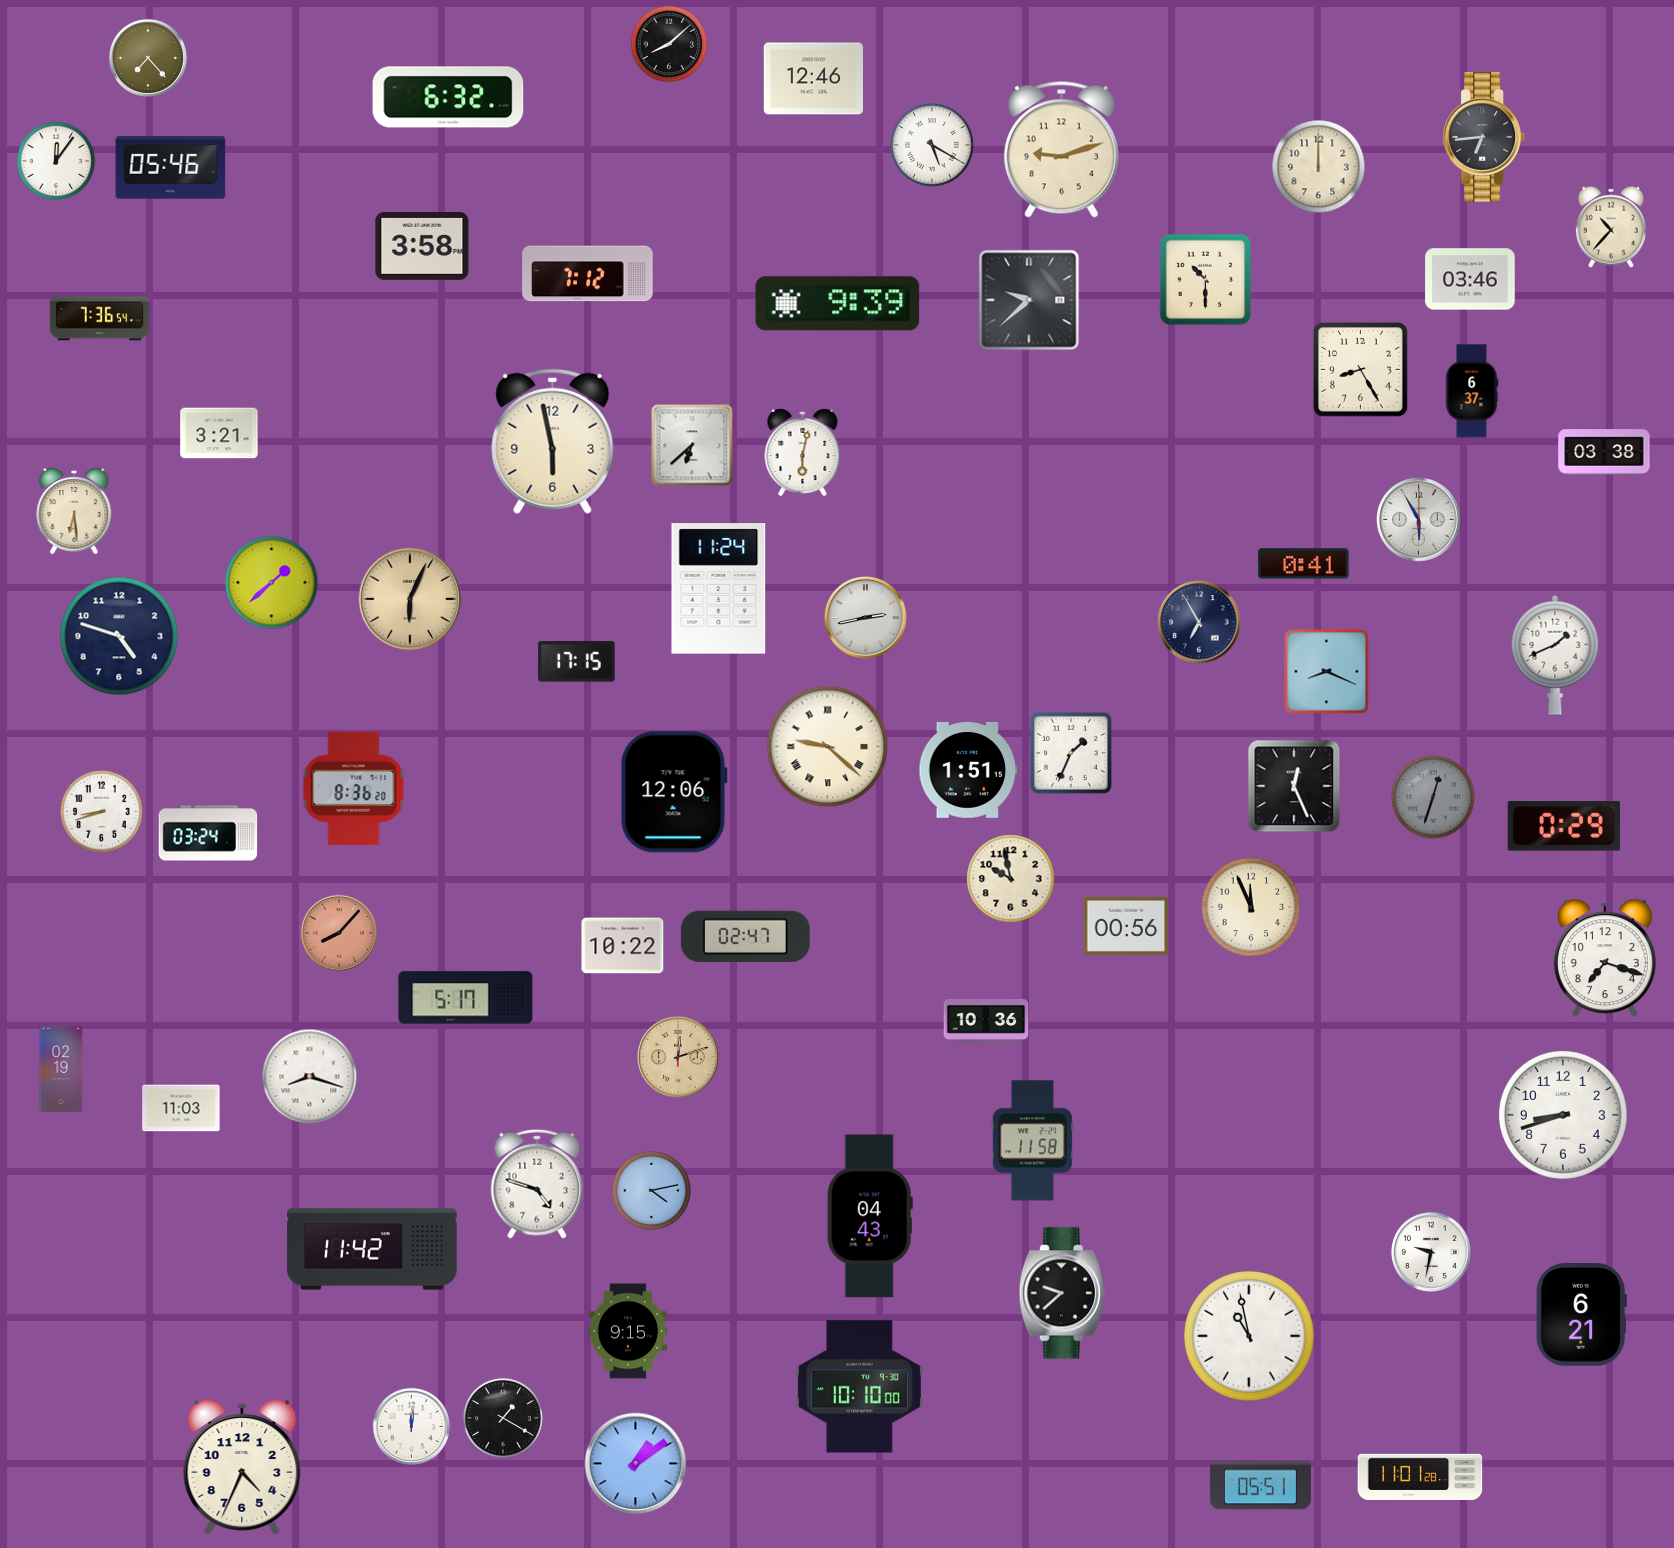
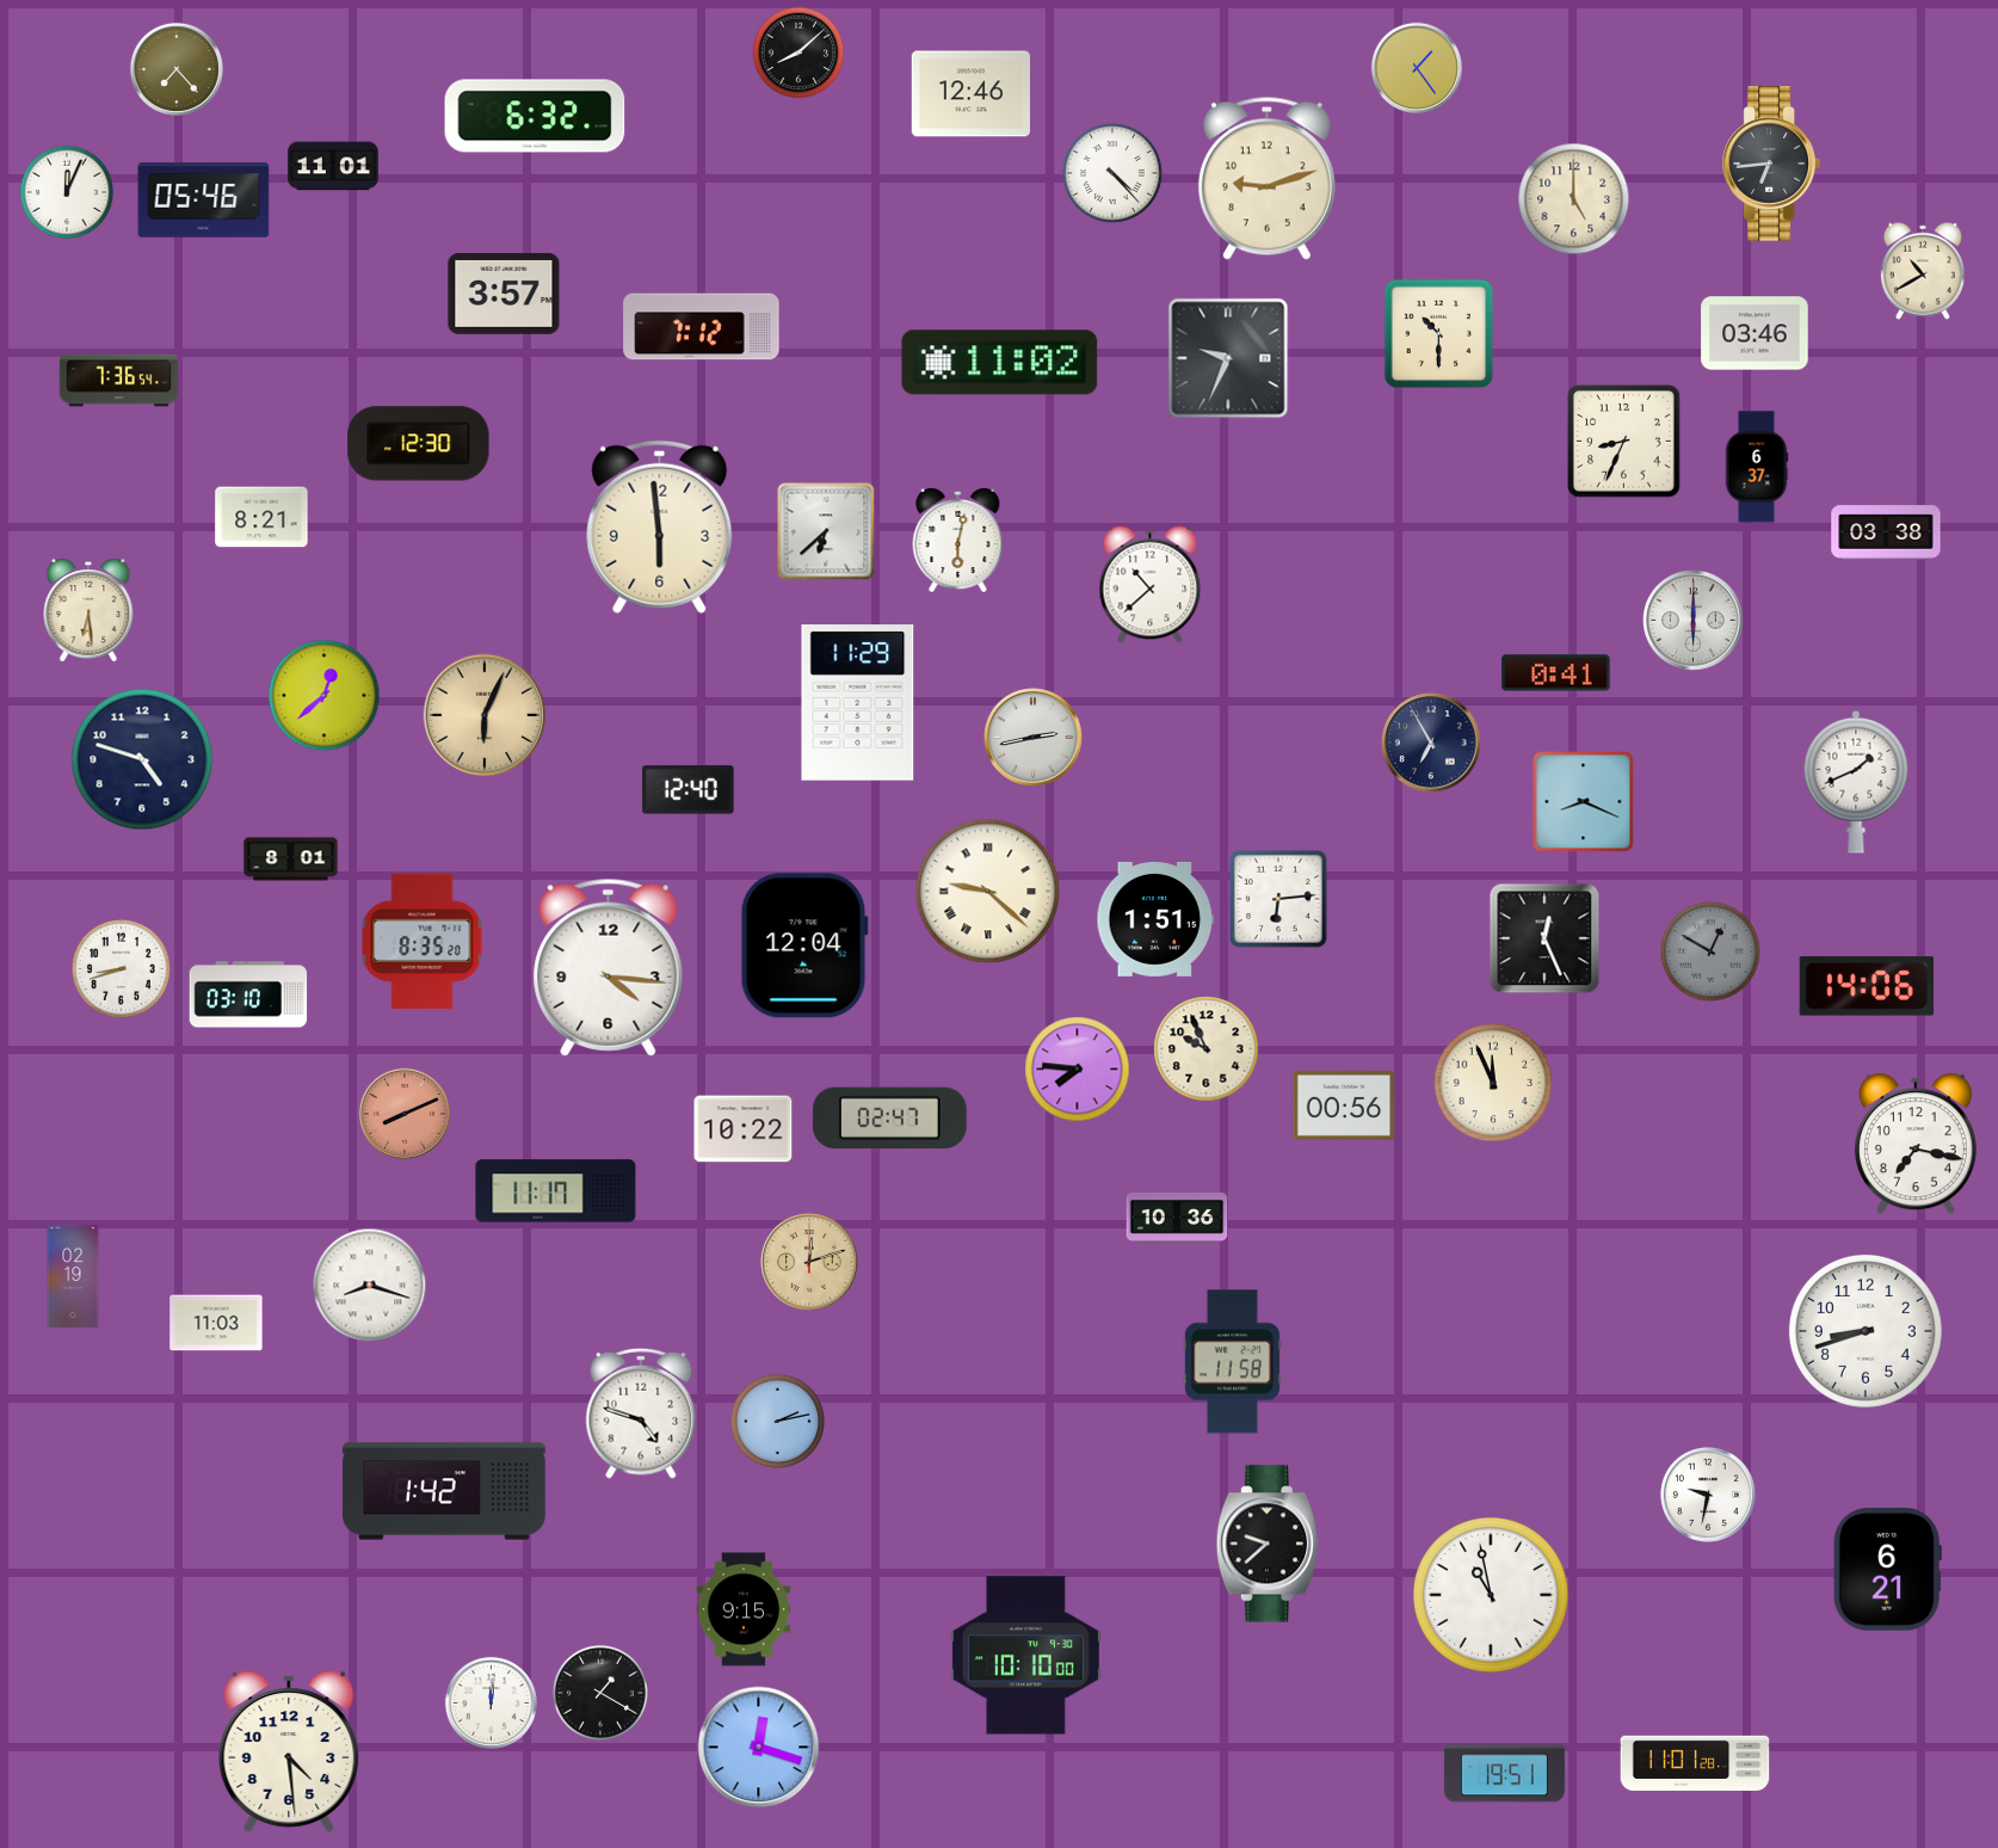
clock at (1417, 68): none -> 1:24
clock at (333, 166): none -> 11:01
clock at (933, 146): 5:20 -> 4:23
clock at (56, 161): 12:06 -> 12:04
clock at (1319, 167): 12:00 -> 5:00
clock at (1611, 227): 10:37 -> 10:40
clock at (422, 246): 3:58 -> 3:57
clock at (1029, 300): 9:38 -> 9:34
clock at (838, 304): 9:39 -> 11:02
clock at (1361, 370): 8:25 -> 8:34
clock at (419, 444): none -> 12:30
clock at (219, 433): 3:21 -> 8:21
clock at (553, 441): 5:58 -> 5:59
clock at (1604, 452) position: (1604, 452) -> (1886, 532)
clock at (1151, 585): none -> 10:38
clock at (1419, 520): 5:55 -> 6:00
clock at (272, 583): 1:38 -> 12:38
clock at (719, 589): 11:24 -> 11:29
clock at (410, 599) position: (410, 599) -> (485, 715)
clock at (577, 662): 17:15 -> 12:40
clock at (291, 860): none -> 8:01
clock at (1071, 753): 1:34 -> 6:14
clock at (354, 788): 8:36 -> 8:35
clock at (674, 792): 12:06 -> 12:04
clock at (1434, 798): 12:33 -> 12:50
clock at (609, 967): none -> 4:16
clock at (1564, 826): 0:29 -> 14:06
clock at (208, 833): 03:24 -> 03:10
clock at (1011, 879): 9:58 -> 9:56
clock at (1078, 1070): none -> 7:46
clock at (339, 933): 8:07 -> 8:11
clock at (1605, 958): 7:18 -> 7:17
clock at (466, 998): 5:17 -> 11:17
clock at (652, 1191): 4:13 -> 2:13
clock at (870, 1216): 04:43 -> none
clock at (372, 1249): 11:42 -> 1:42
clock at (628, 1331) position: (628, 1331) -> (744, 1609)
clock at (636, 1464): 1:09 -> 12:18
clock at (242, 1467): 4:34 -> 4:29
clock at (1260, 1486): 05:51 -> 19:51
